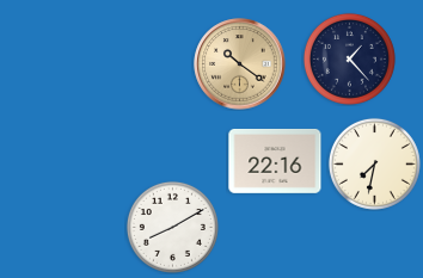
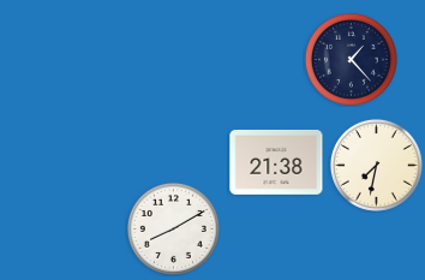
clock at (240, 64): 10:21 -> none
clock at (275, 161): 22:16 -> 21:38
